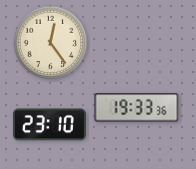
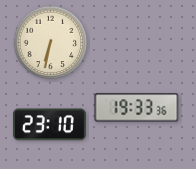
clock at (51, 43): 12:24 -> 6:32
